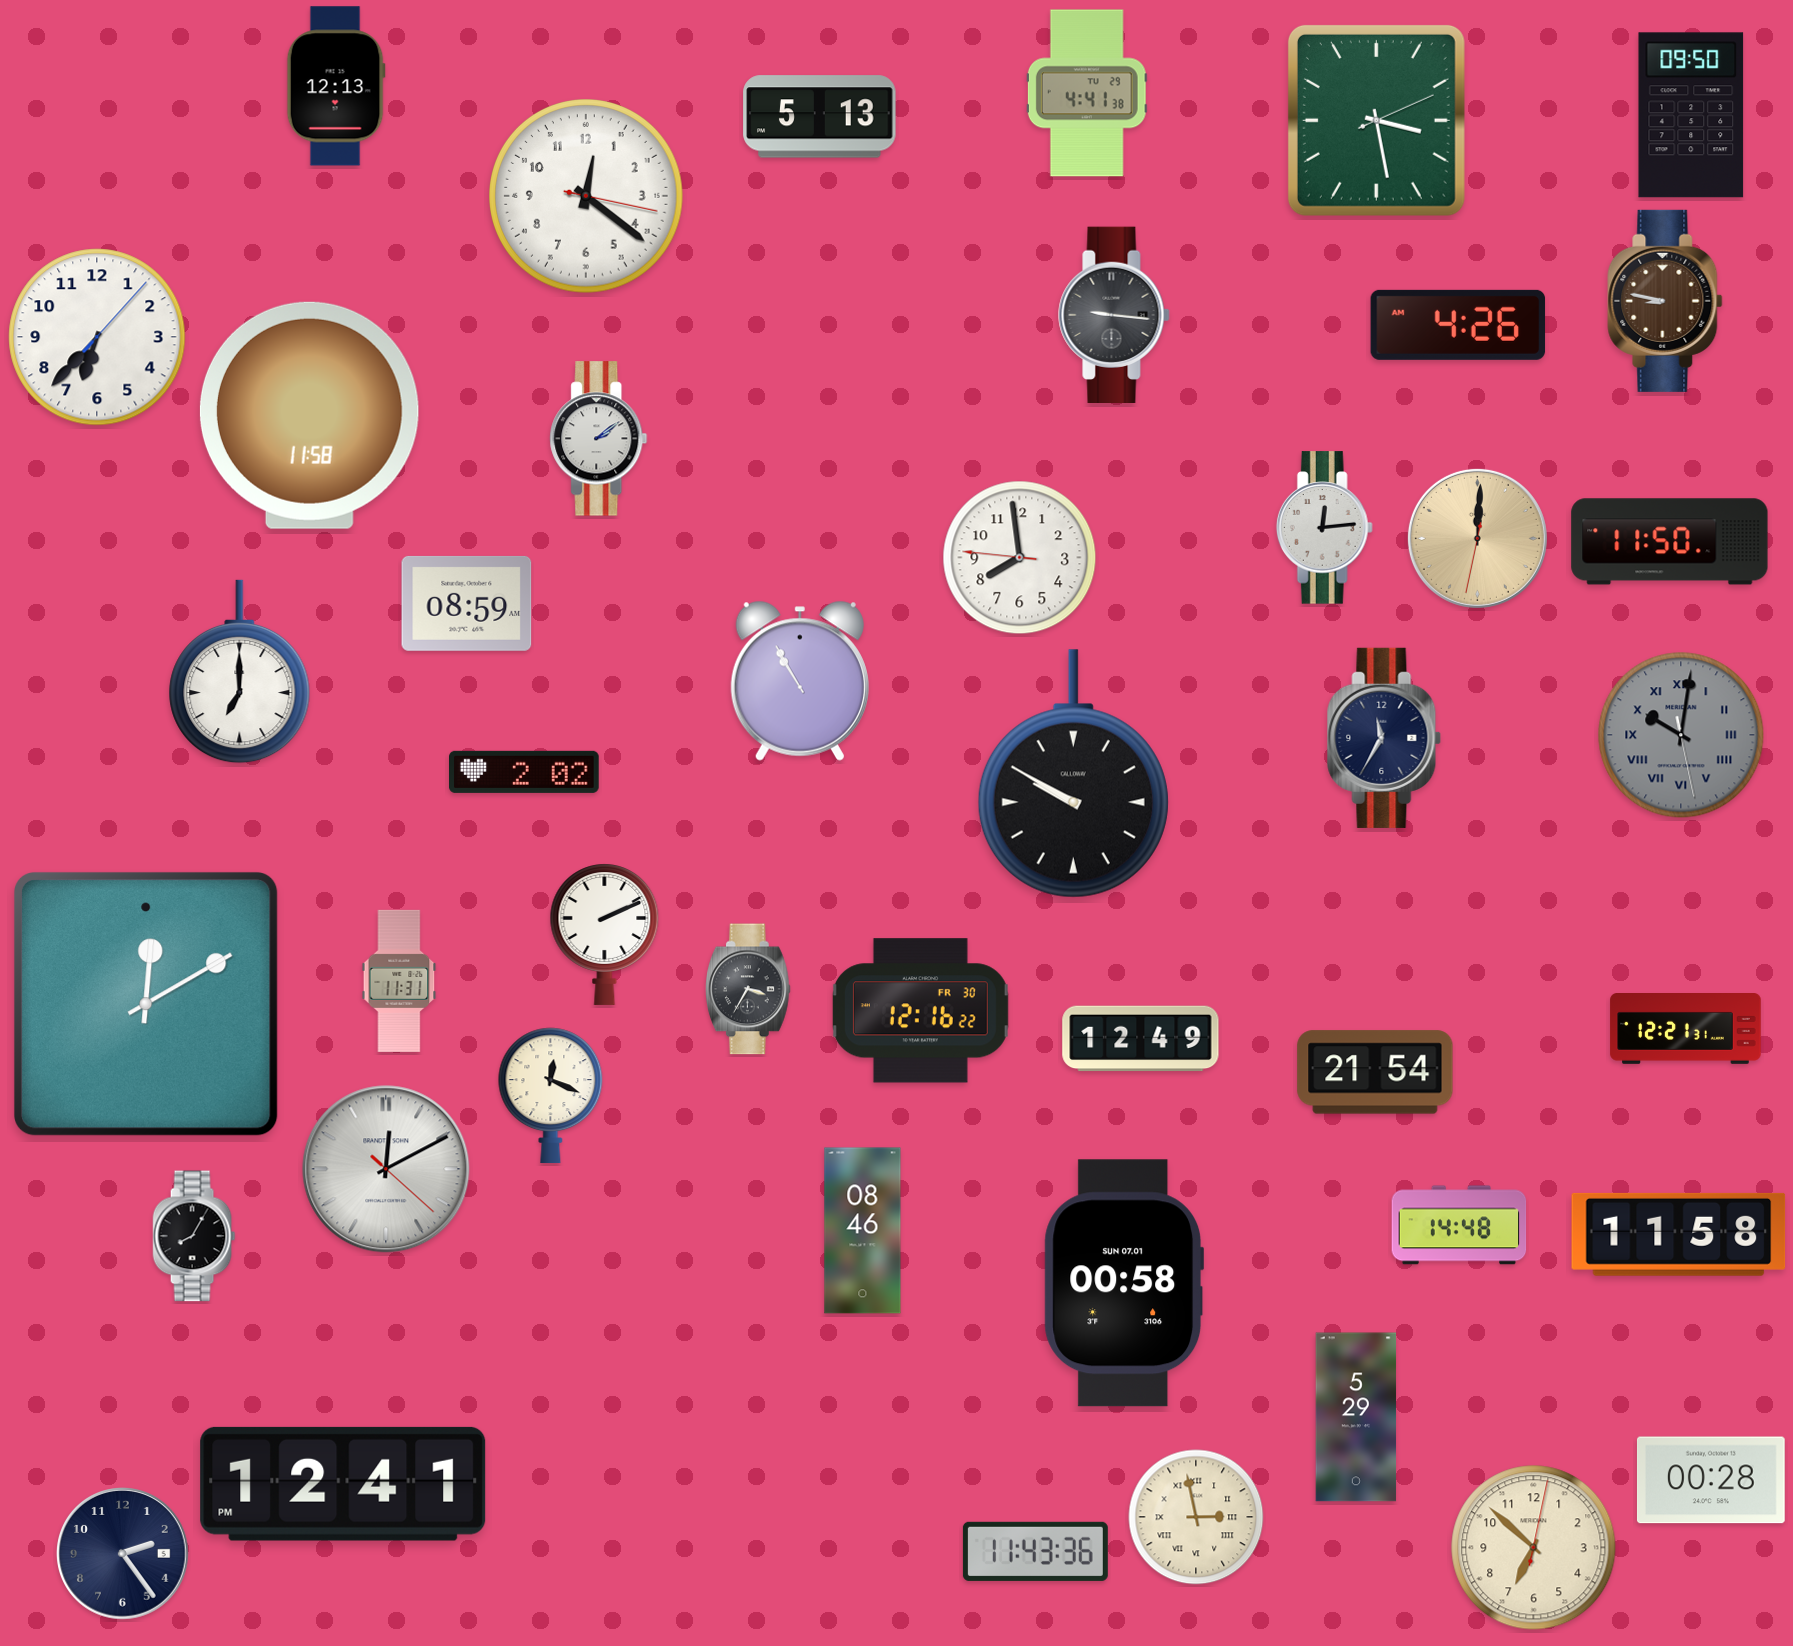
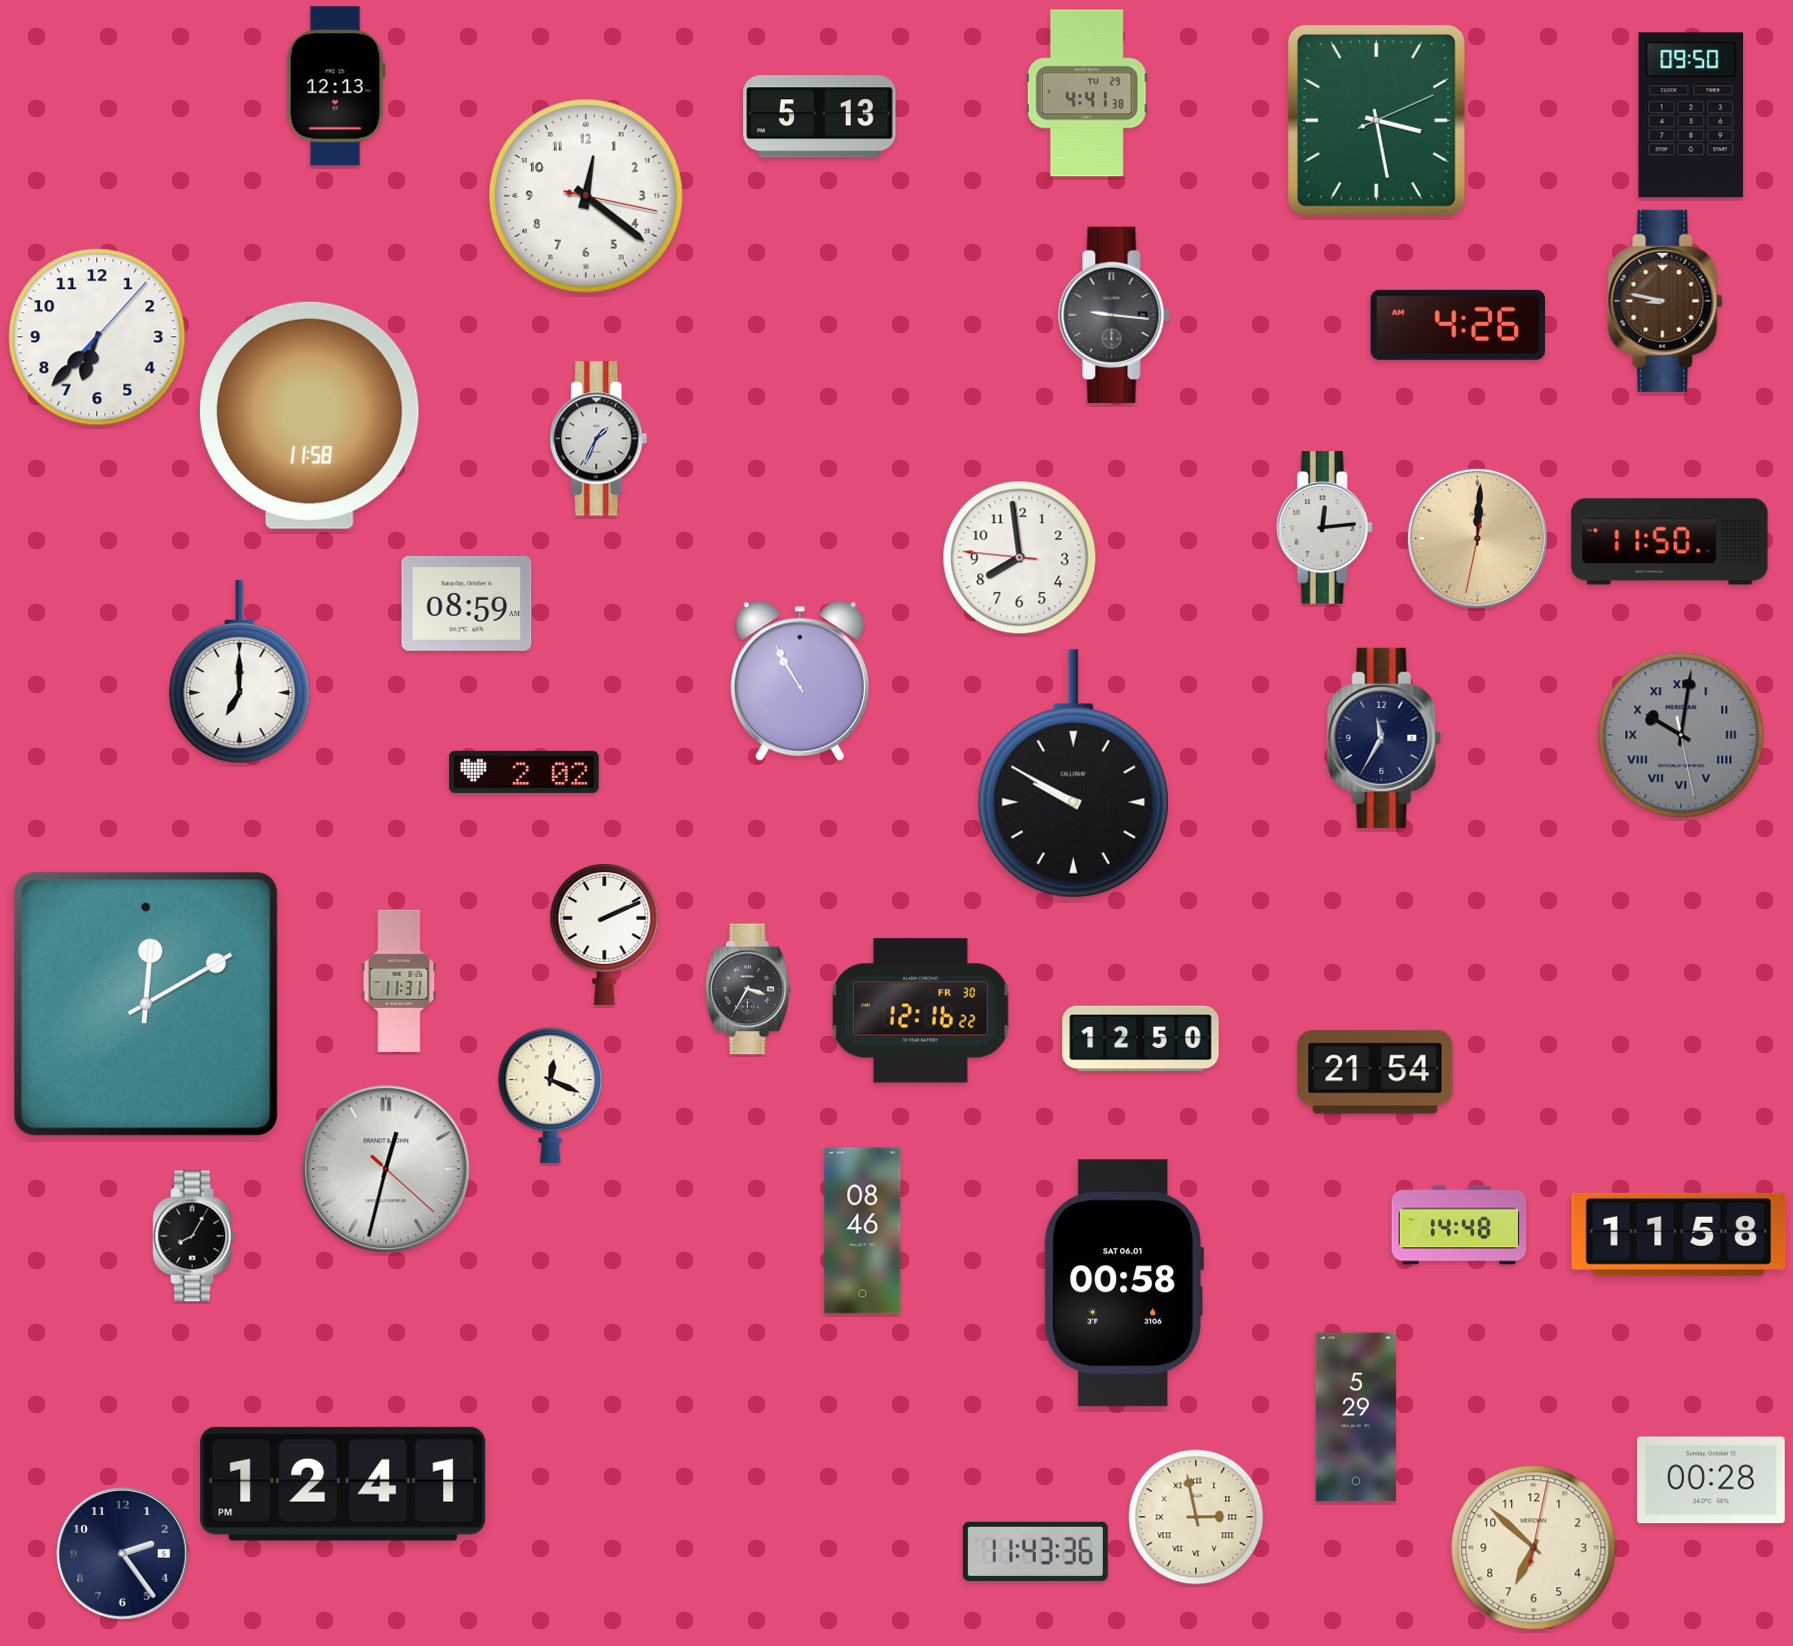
clock at (599, 439): 2:09 -> 1:34
clock at (1686, 1029): 12:21 -> none
clock at (1141, 1039): 12:49 -> 12:50
clock at (386, 1169): 12:10 -> 12:32
clock at (1123, 1283) date: SUN 07.01 -> SAT 06.01
